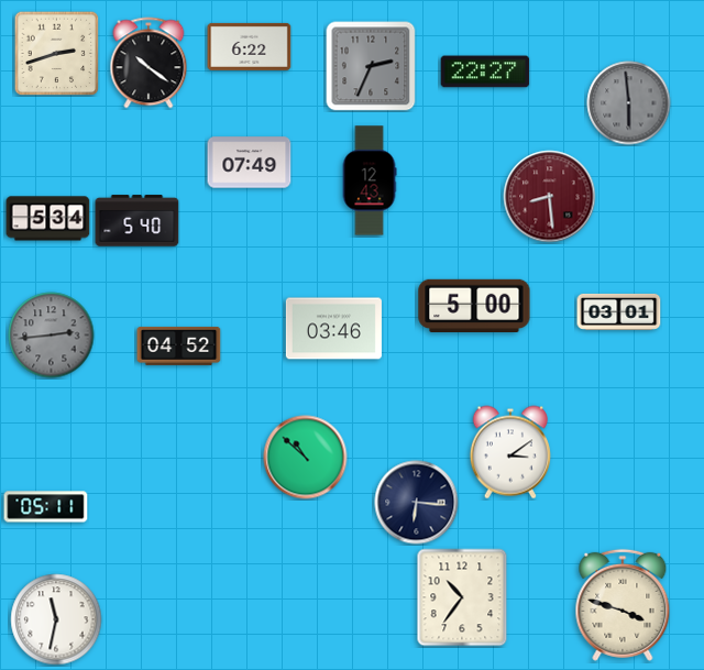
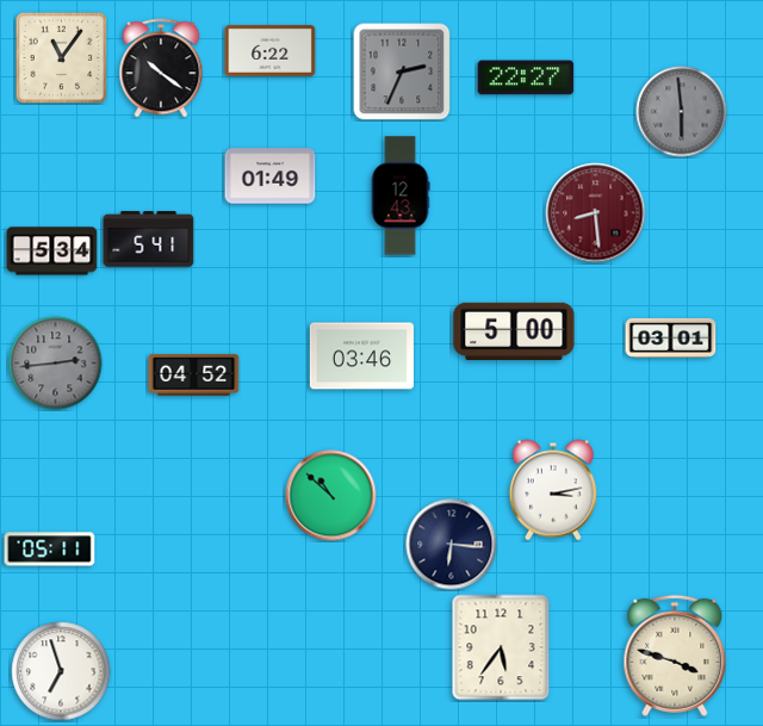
clock at (56, 53): 2:42 -> 11:06
clock at (250, 163): 07:49 -> 01:49
clock at (48, 219) position: (48, 219) -> (52, 252)
clock at (137, 221): 5:40 -> 5:41
clock at (509, 452): 3:09 -> 3:13
clock at (462, 597): 10:36 -> 5:36
clock at (56, 619): 11:32 -> 6:57
